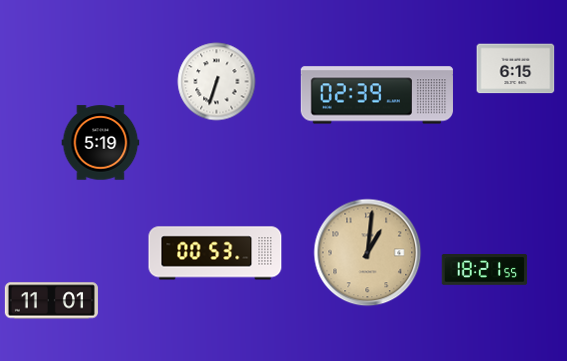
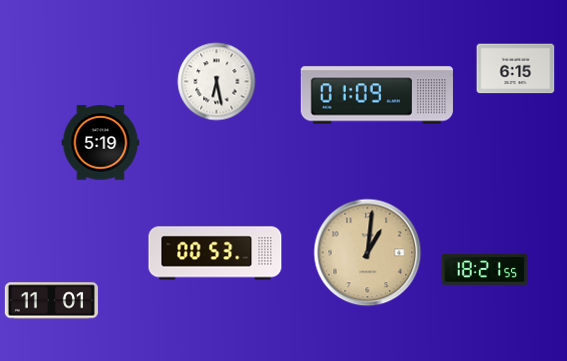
clock at (216, 81): 6:33 -> 6:28
clock at (376, 95): 02:39 -> 01:09
